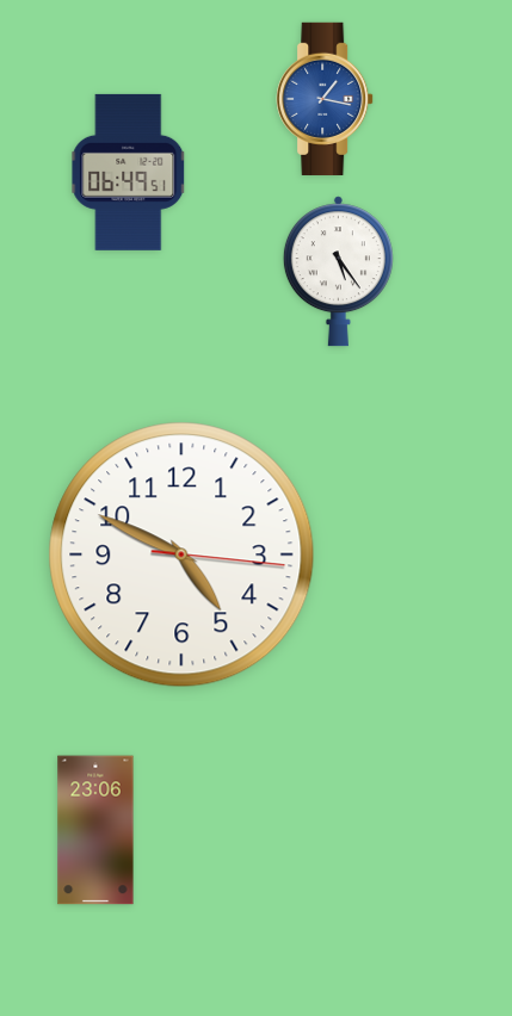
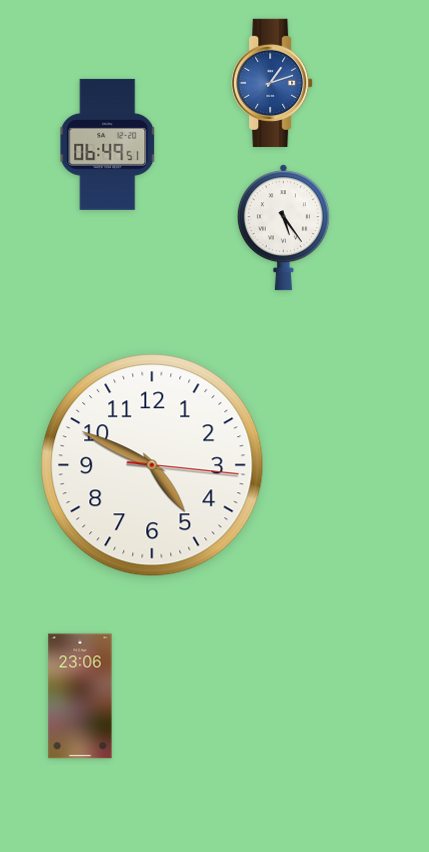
clock at (325, 99): 1:17 -> 1:12
